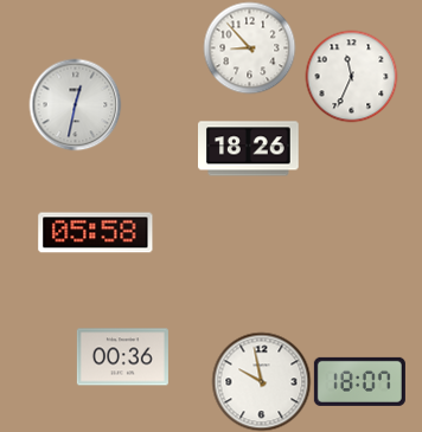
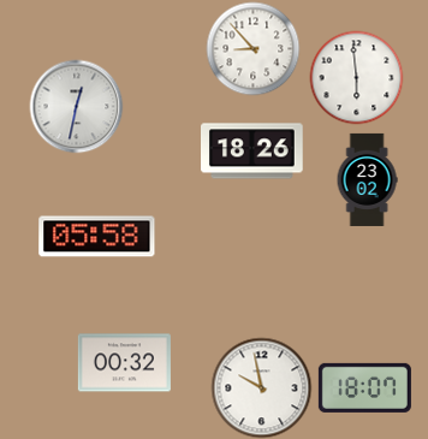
clock at (351, 76): 11:34 -> 5:59
clock at (367, 179): none -> 23:02
clock at (122, 357): 00:36 -> 00:32
clock at (261, 381) position: (261, 381) -> (261, 387)
